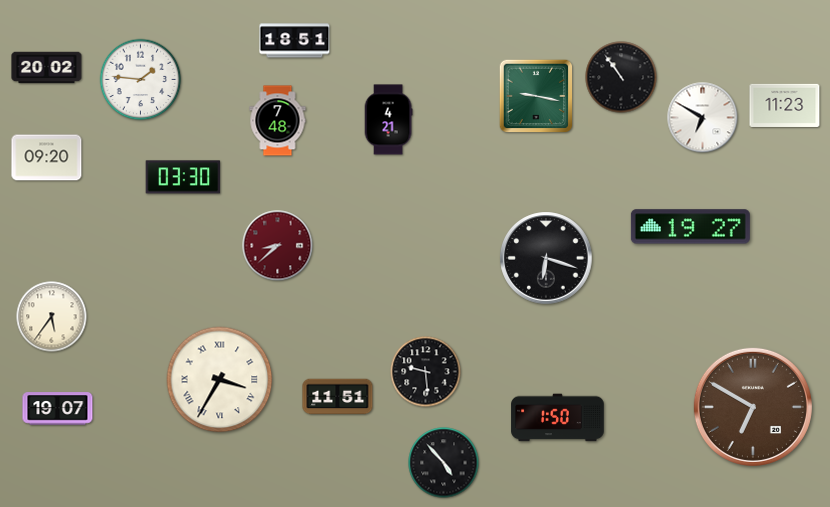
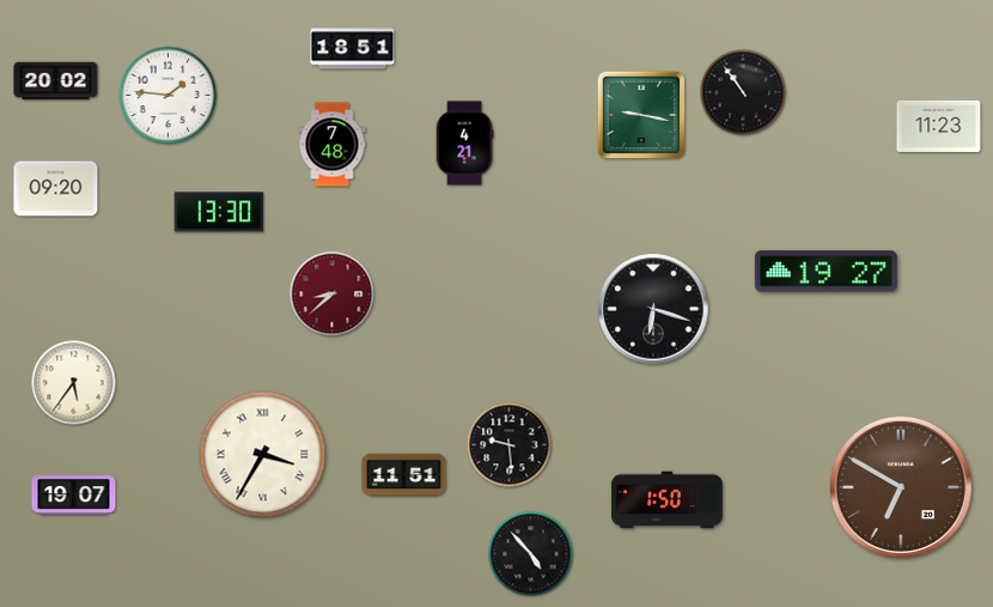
clock at (703, 118): 6:50 -> none
clock at (183, 177): 03:30 -> 13:30
clock at (52, 317) position: (52, 317) -> (74, 383)
clock at (58, 409) position: (58, 409) -> (74, 496)
